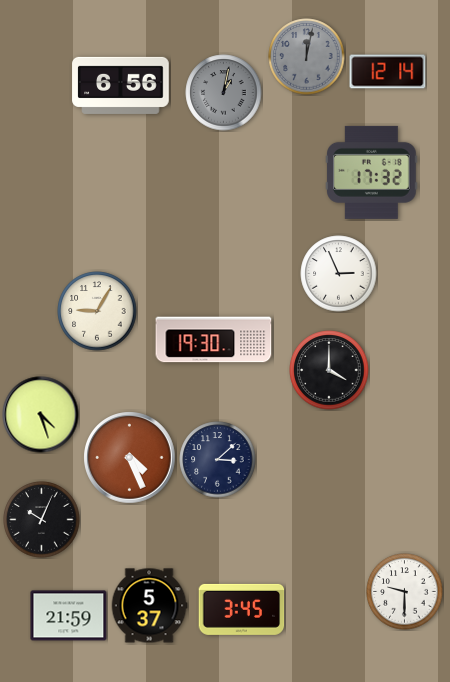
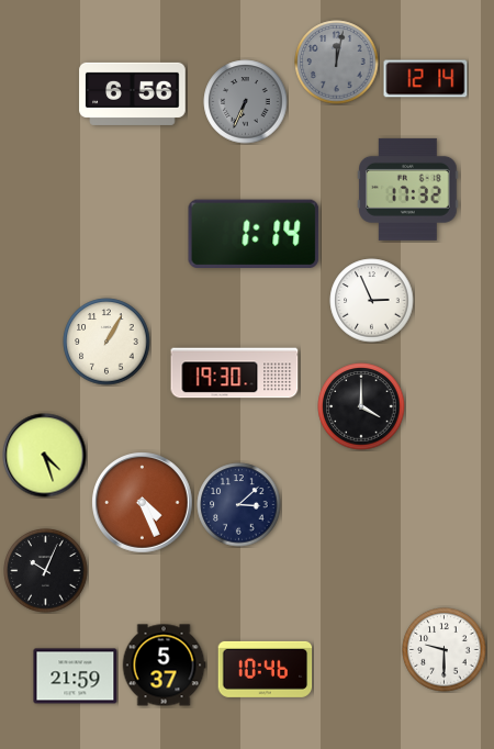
clock at (224, 93): 1:02 -> 6:34
clock at (254, 233): none -> 1:14
clock at (97, 311): 9:05 -> 1:05
clock at (242, 609): 3:45 -> 10:46
